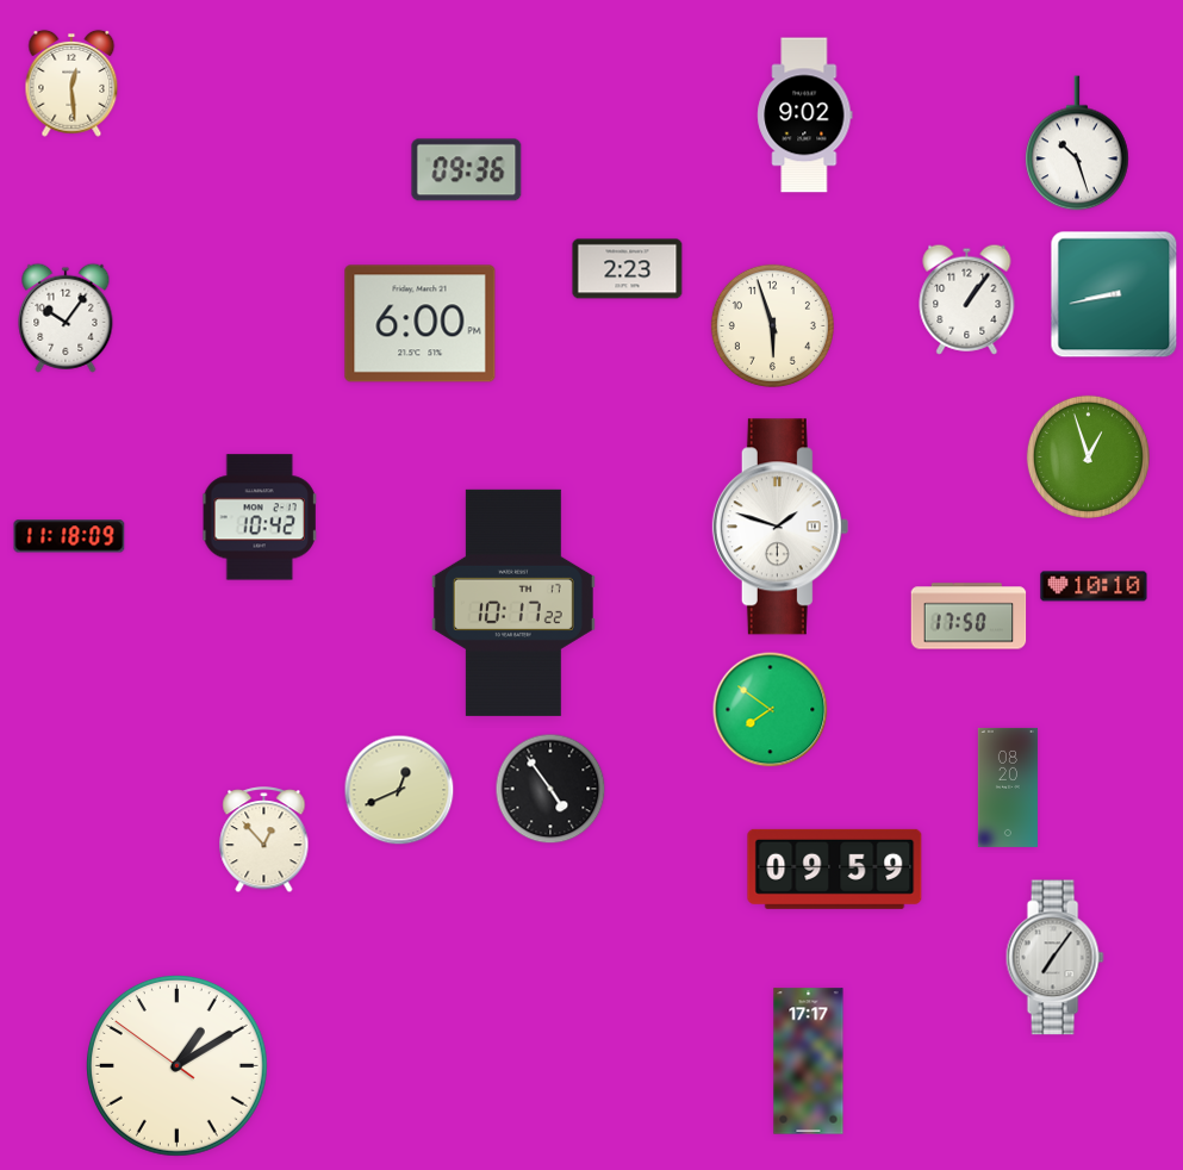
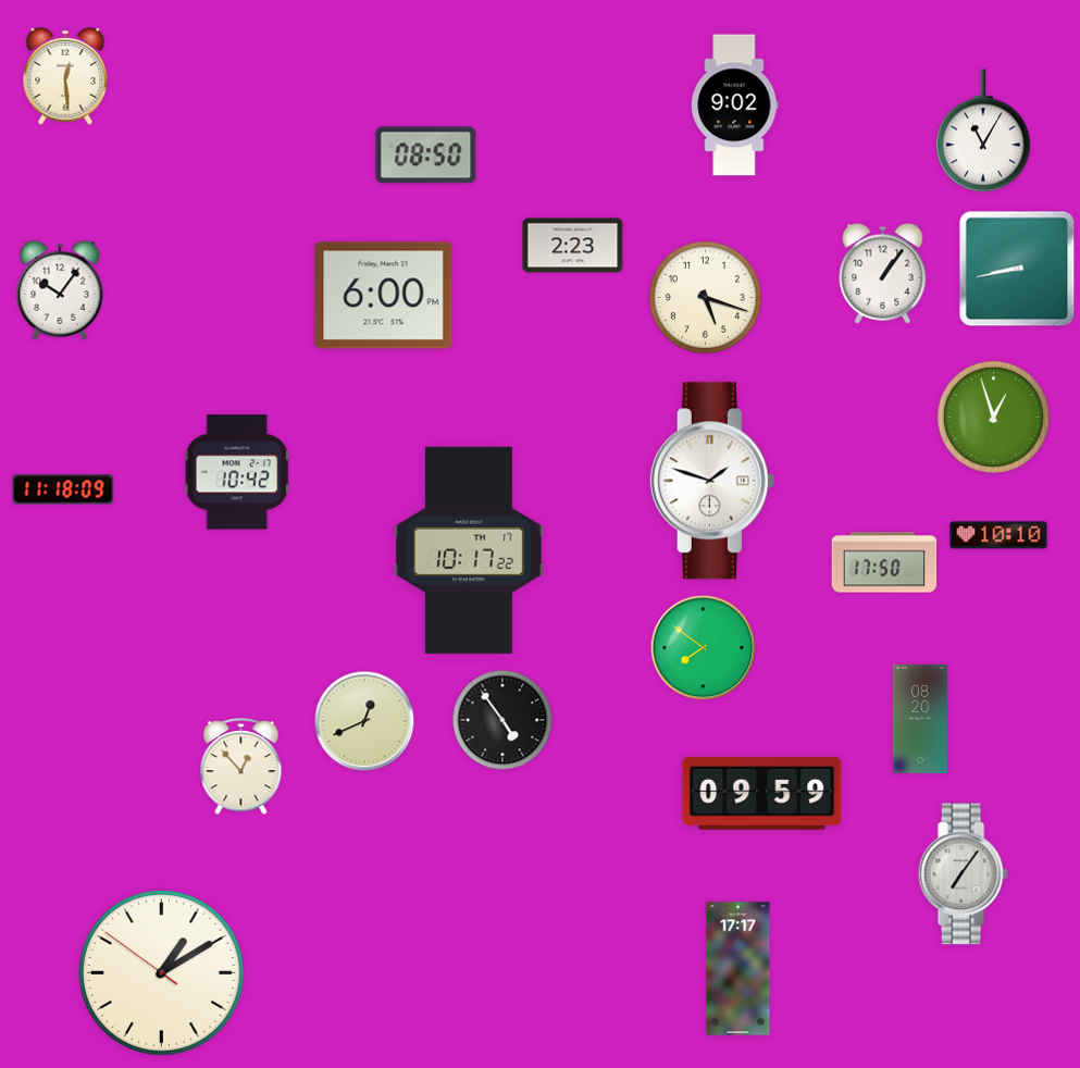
clock at (1077, 143): 10:27 -> 11:05
clock at (467, 170): 09:36 -> 08:50
clock at (772, 325): 5:57 -> 5:18
